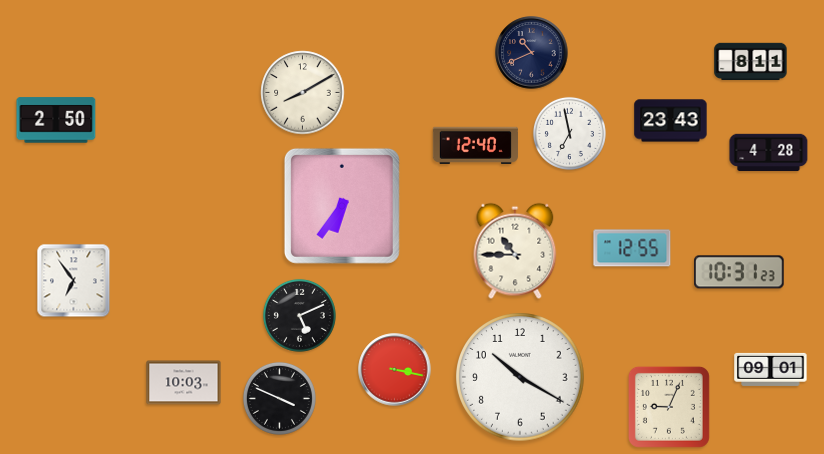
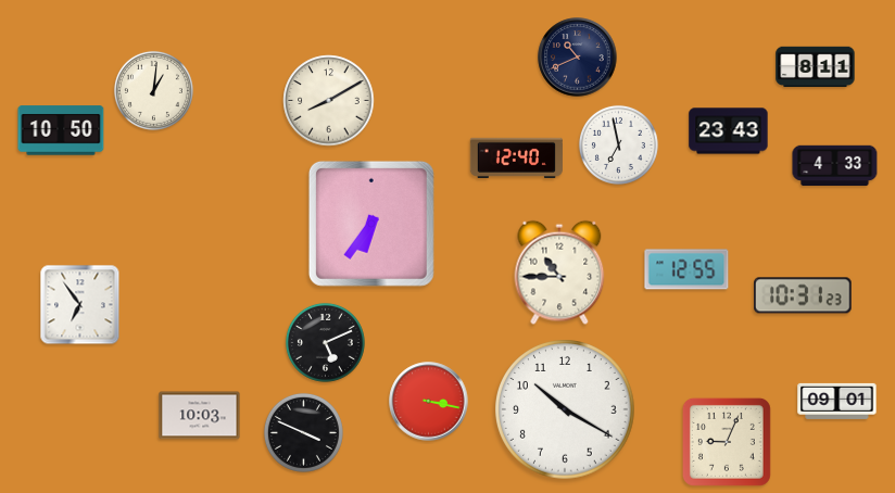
clock at (153, 90): none -> 1:01
clock at (56, 120): 2:50 -> 10:50
clock at (769, 153): 4:28 -> 4:33
